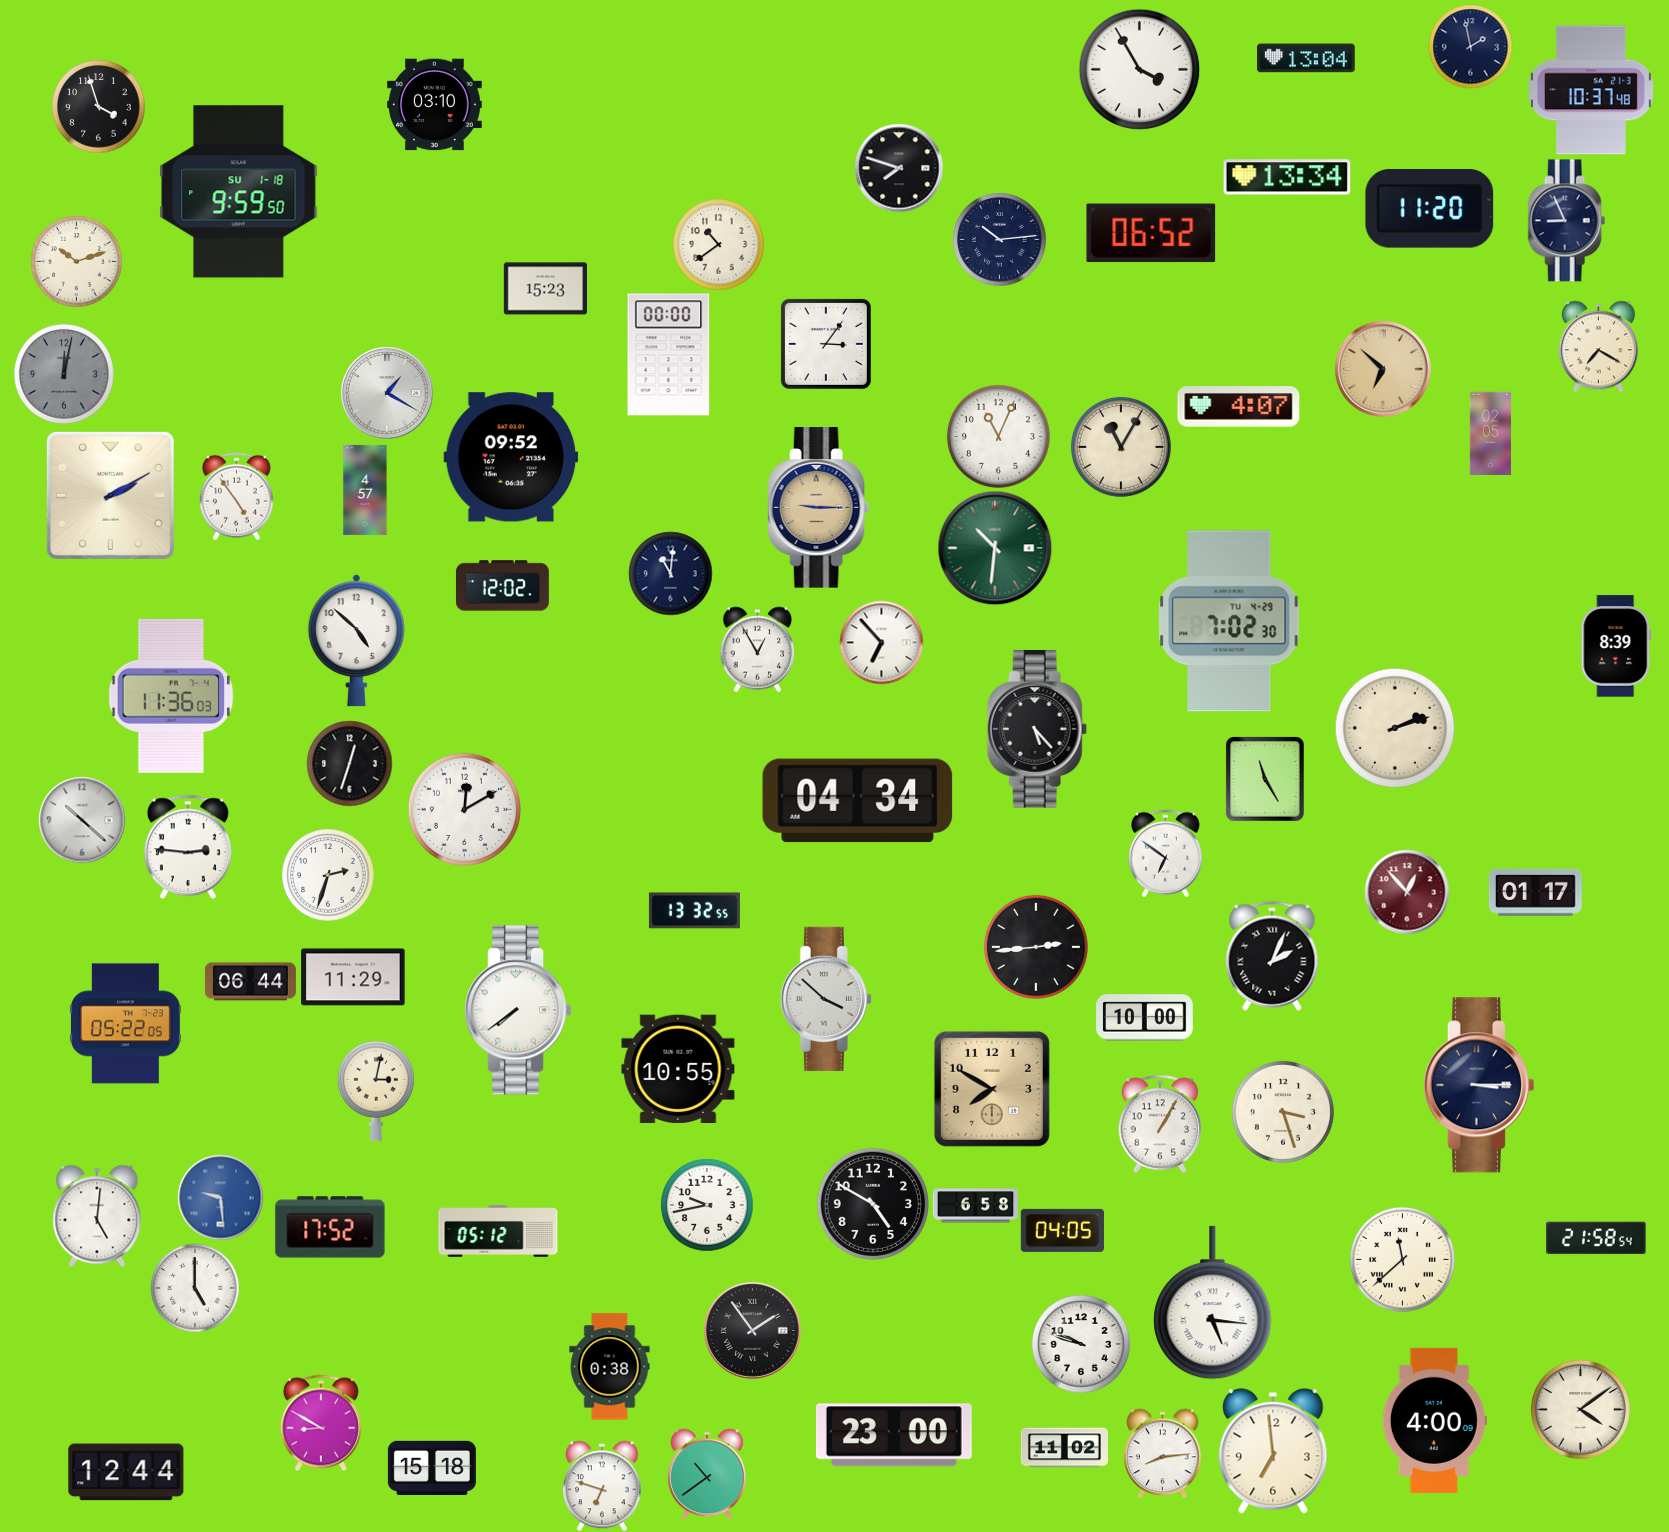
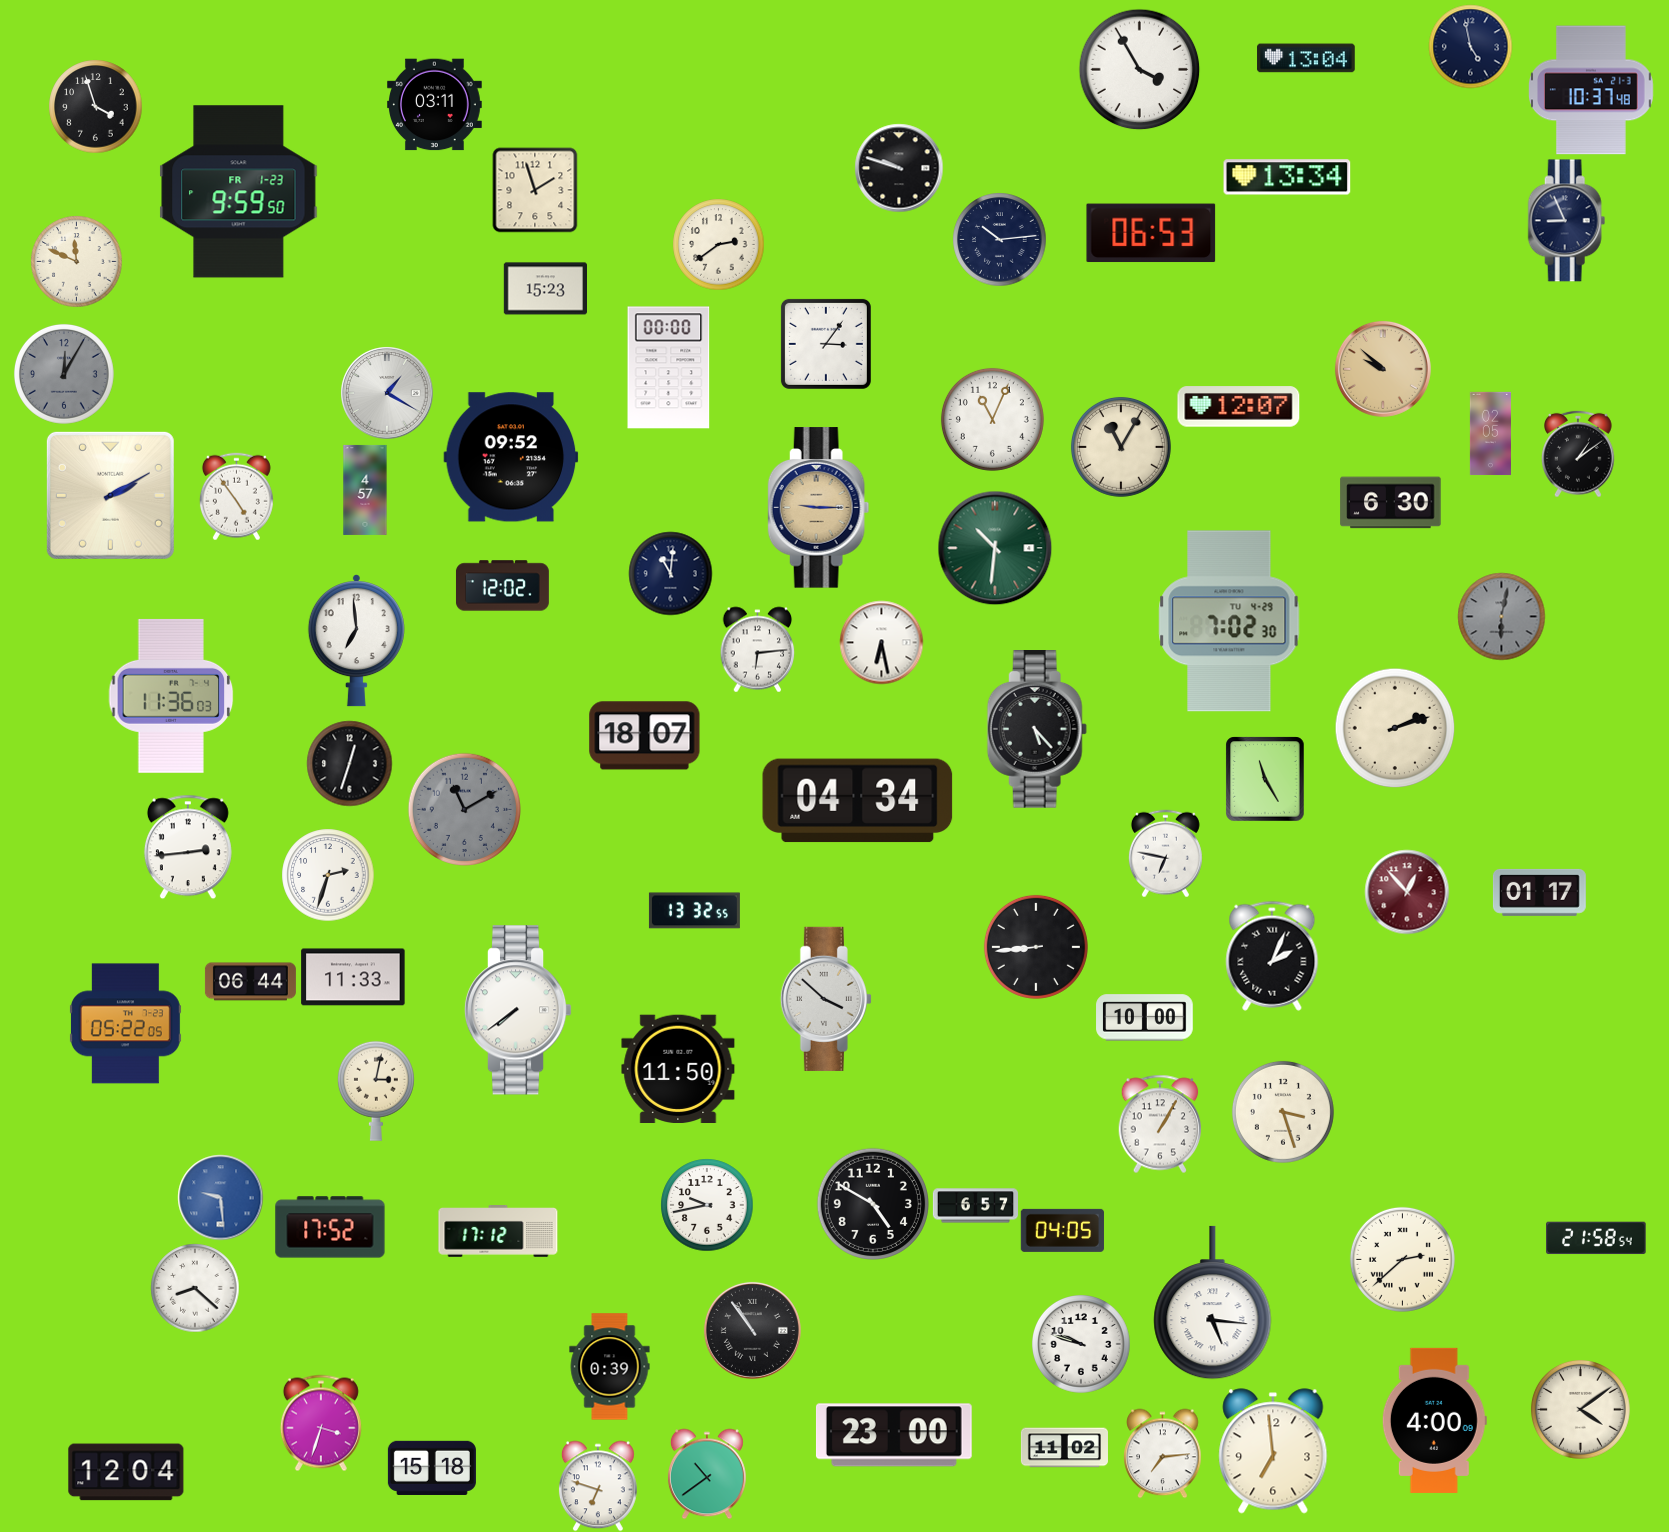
clock at (1470, 46): 1:58 -> 4:58
clock at (435, 105): 03:10 -> 03:11
clock at (98, 106) position: (98, 106) -> (95, 106)
clock at (899, 168): 7:48 -> 9:48
clock at (535, 190): none -> 1:57
clock at (239, 192) date: SU 1-18 -> FR 1-23
clock at (1430, 209): 11:20 -> none
clock at (1151, 233): 06:52 -> 06:53
clock at (718, 244): 10:39 -> 2:39
clock at (76, 261): 10:12 -> 11:49
clock at (1598, 346): 7:20 -> none
clock at (669, 355) position: (669, 355) -> (669, 368)
clock at (1383, 369): 6:52 -> 9:52
clock at (64, 374): 12:02 -> 12:05
clock at (1239, 407): 4:07 -> 12:07
clock at (998, 436) position: (998, 436) -> (992, 419)
clock at (1579, 454): none -> 1:09
clock at (1391, 503): none -> 6:30
clock at (1501, 616): none -> 6:02
clock at (356, 641): 4:52 -> 6:59
clock at (881, 642): 6:53 -> 6:28
clock at (1616, 646): 8:39 -> none
clock at (758, 649): 12:55 -> 6:14
clock at (645, 736): none -> 18:07
clock at (464, 809): 12:10 -> 11:10
clock at (464, 809) dial: white -> grey
clock at (82, 820): 10:22 -> none
clock at (188, 847): 2:46 -> 2:44
clock at (1165, 853): 6:51 -> 6:47
clock at (1535, 892) position: (1535, 892) -> (1539, 892)
clock at (1036, 947): 2:44 -> 8:44
clock at (353, 977): 11:29 -> 11:33
clock at (678, 1068): 10:55 -> 11:50
clock at (1478, 1085): 3:15 -> none
clock at (992, 1089): 7:50 -> none
clock at (975, 1206): 6:58 -> 6:57
clock at (97, 1216): 5:01 -> none
clock at (498, 1232): 05:12 -> 17:12
clock at (1402, 1259): 11:38 -> 2:38
clock at (195, 1288): 5:00 -> 8:22
clock at (752, 1330): 1:54 -> 10:54
clock at (610, 1367): 0:38 -> 0:39
clock at (321, 1423): 8:50 -> 3:33
clock at (1163, 1453): 8:14 -> 7:14
clock at (126, 1472): 12:44 -> 12:04
clock at (602, 1486) position: (602, 1486) -> (598, 1486)
